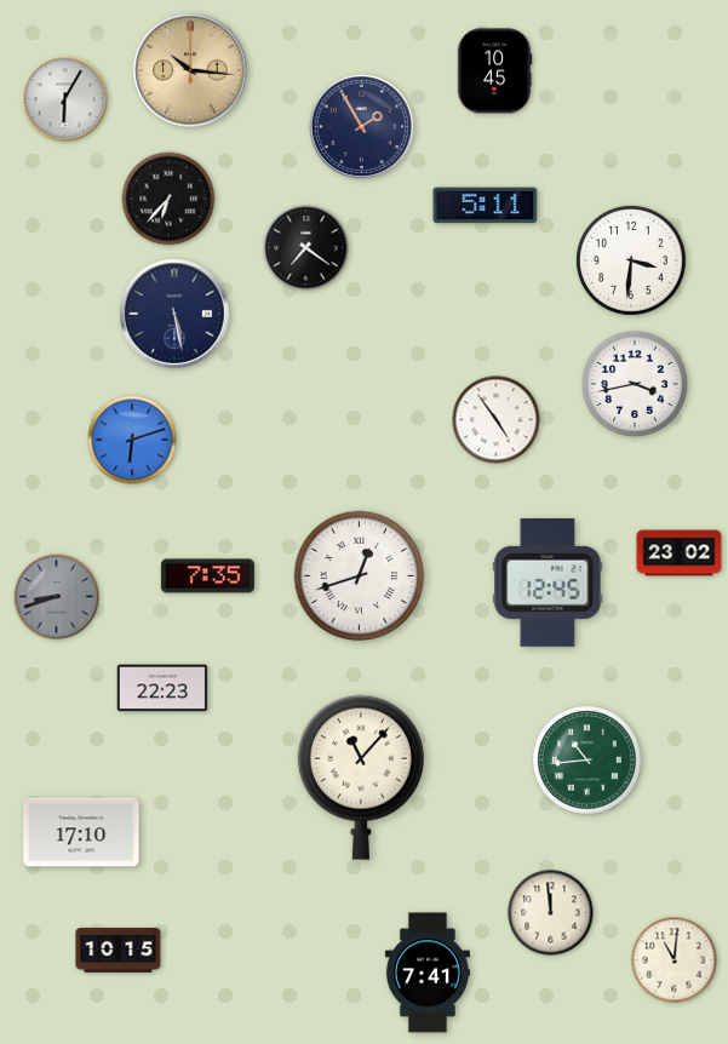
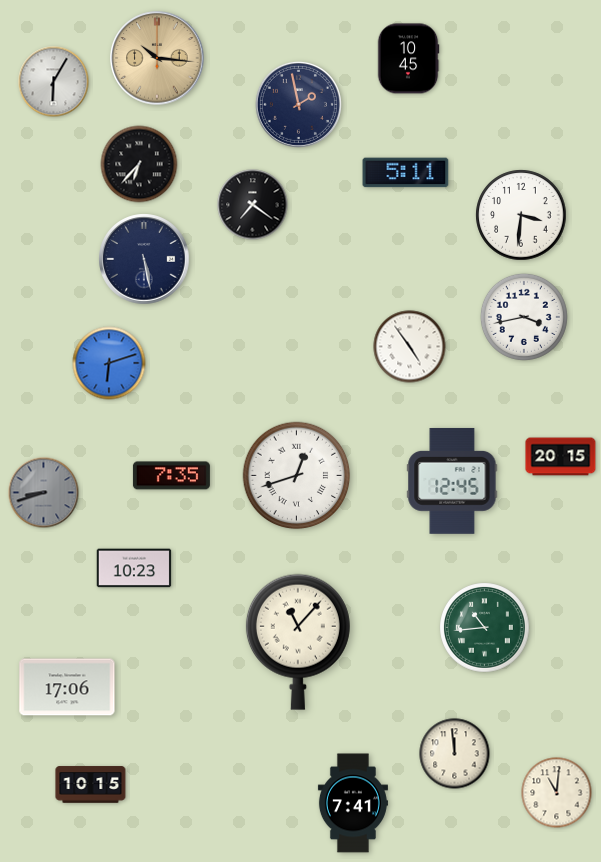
clock at (361, 126): 1:55 -> 1:58
clock at (486, 206) position: (486, 206) -> (406, 173)
clock at (680, 553): 23:02 -> 20:15
clock at (57, 597) position: (57, 597) -> (44, 493)
clock at (162, 688): 22:23 -> 10:23
clock at (81, 832): 17:10 -> 17:06
clock at (119, 951) position: (119, 951) -> (91, 785)
